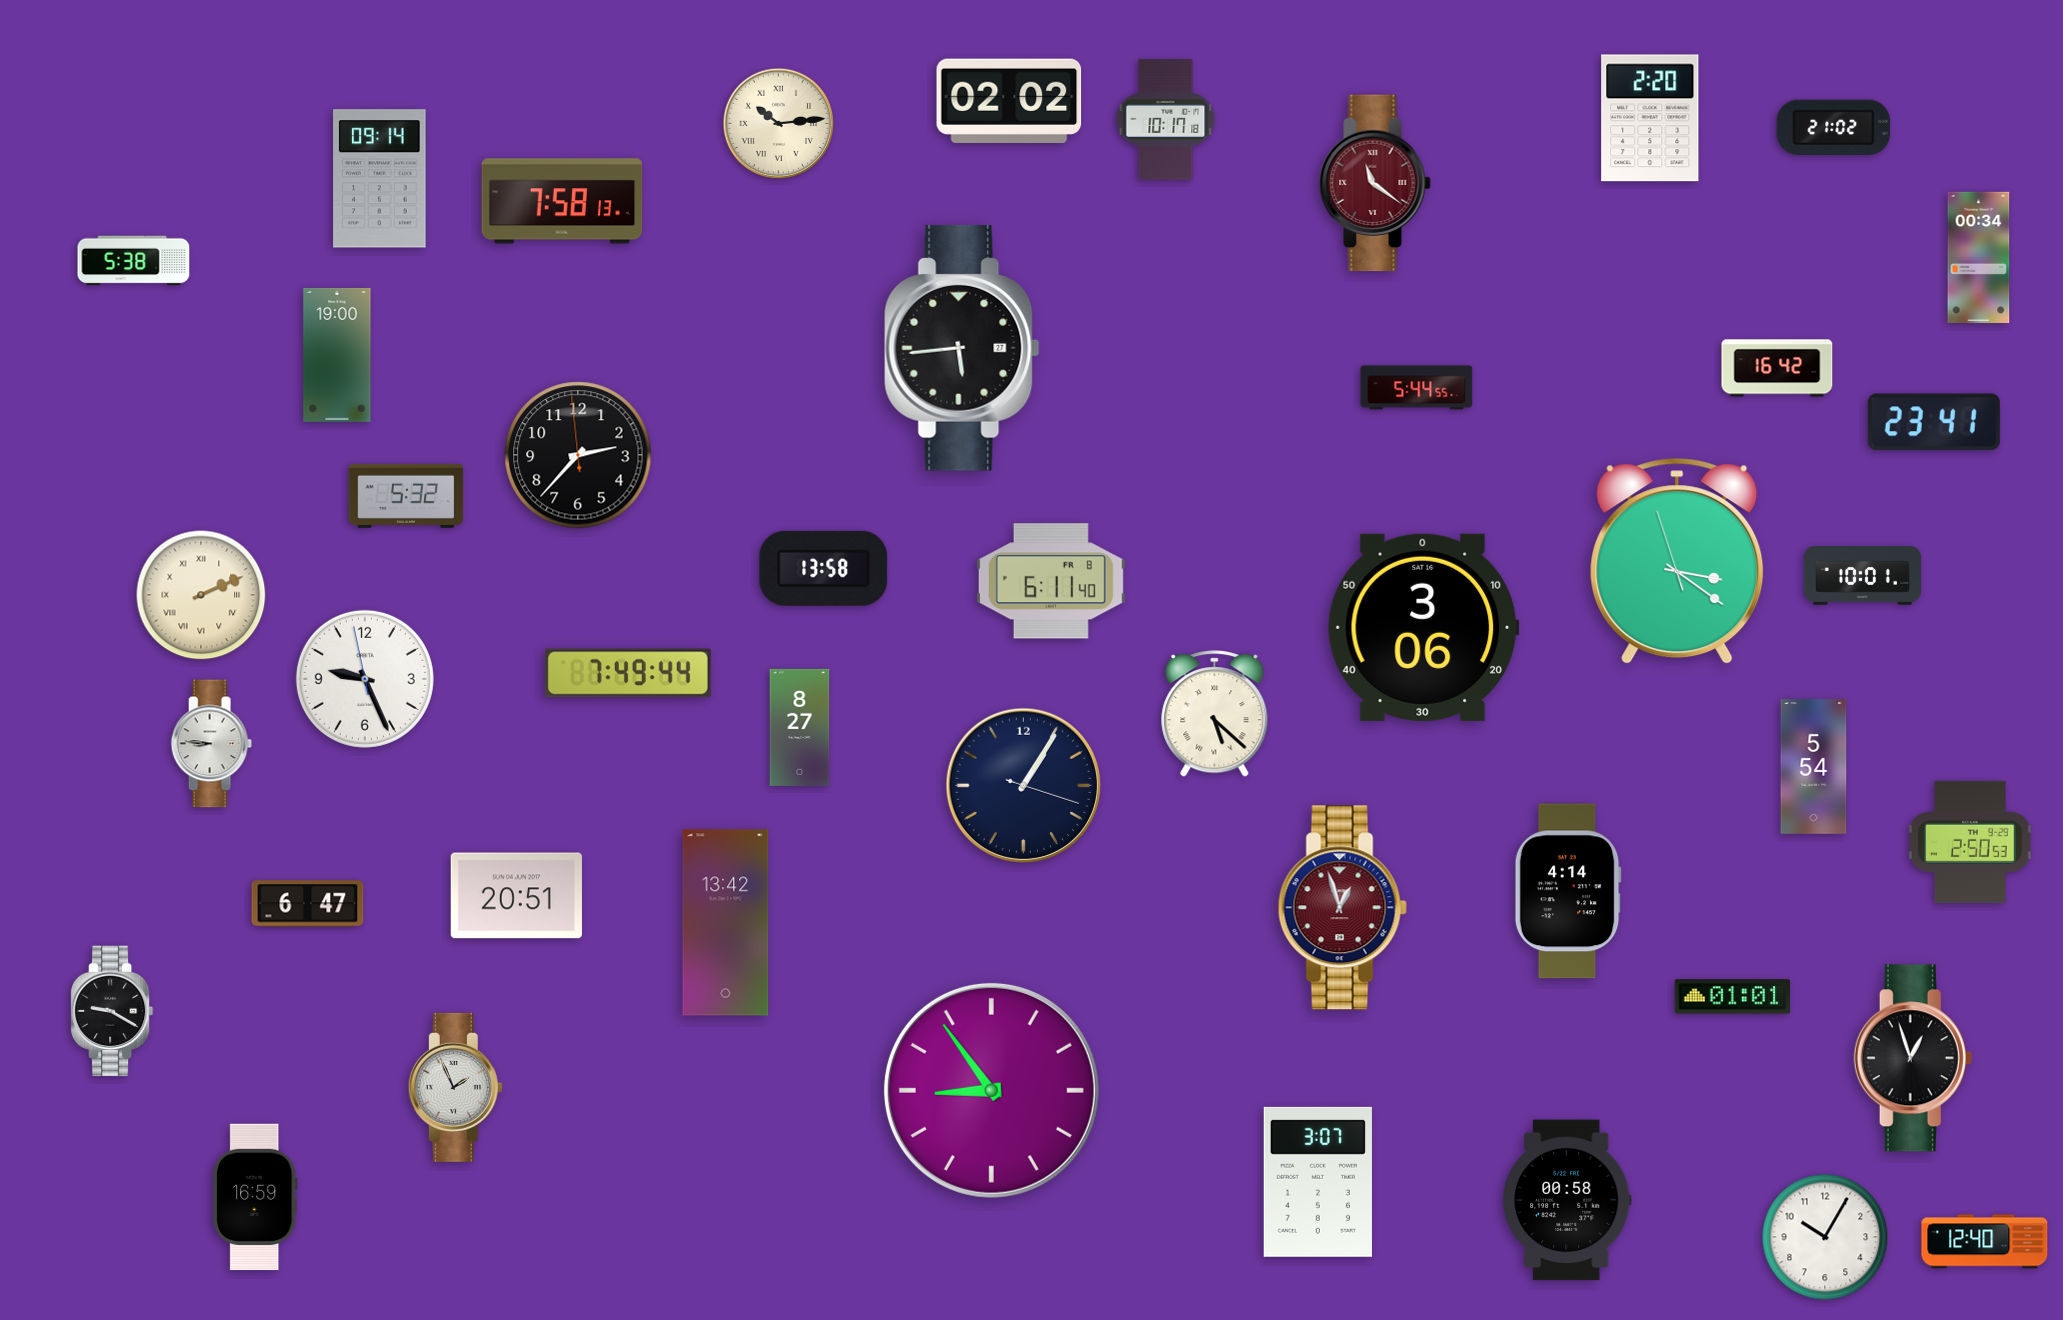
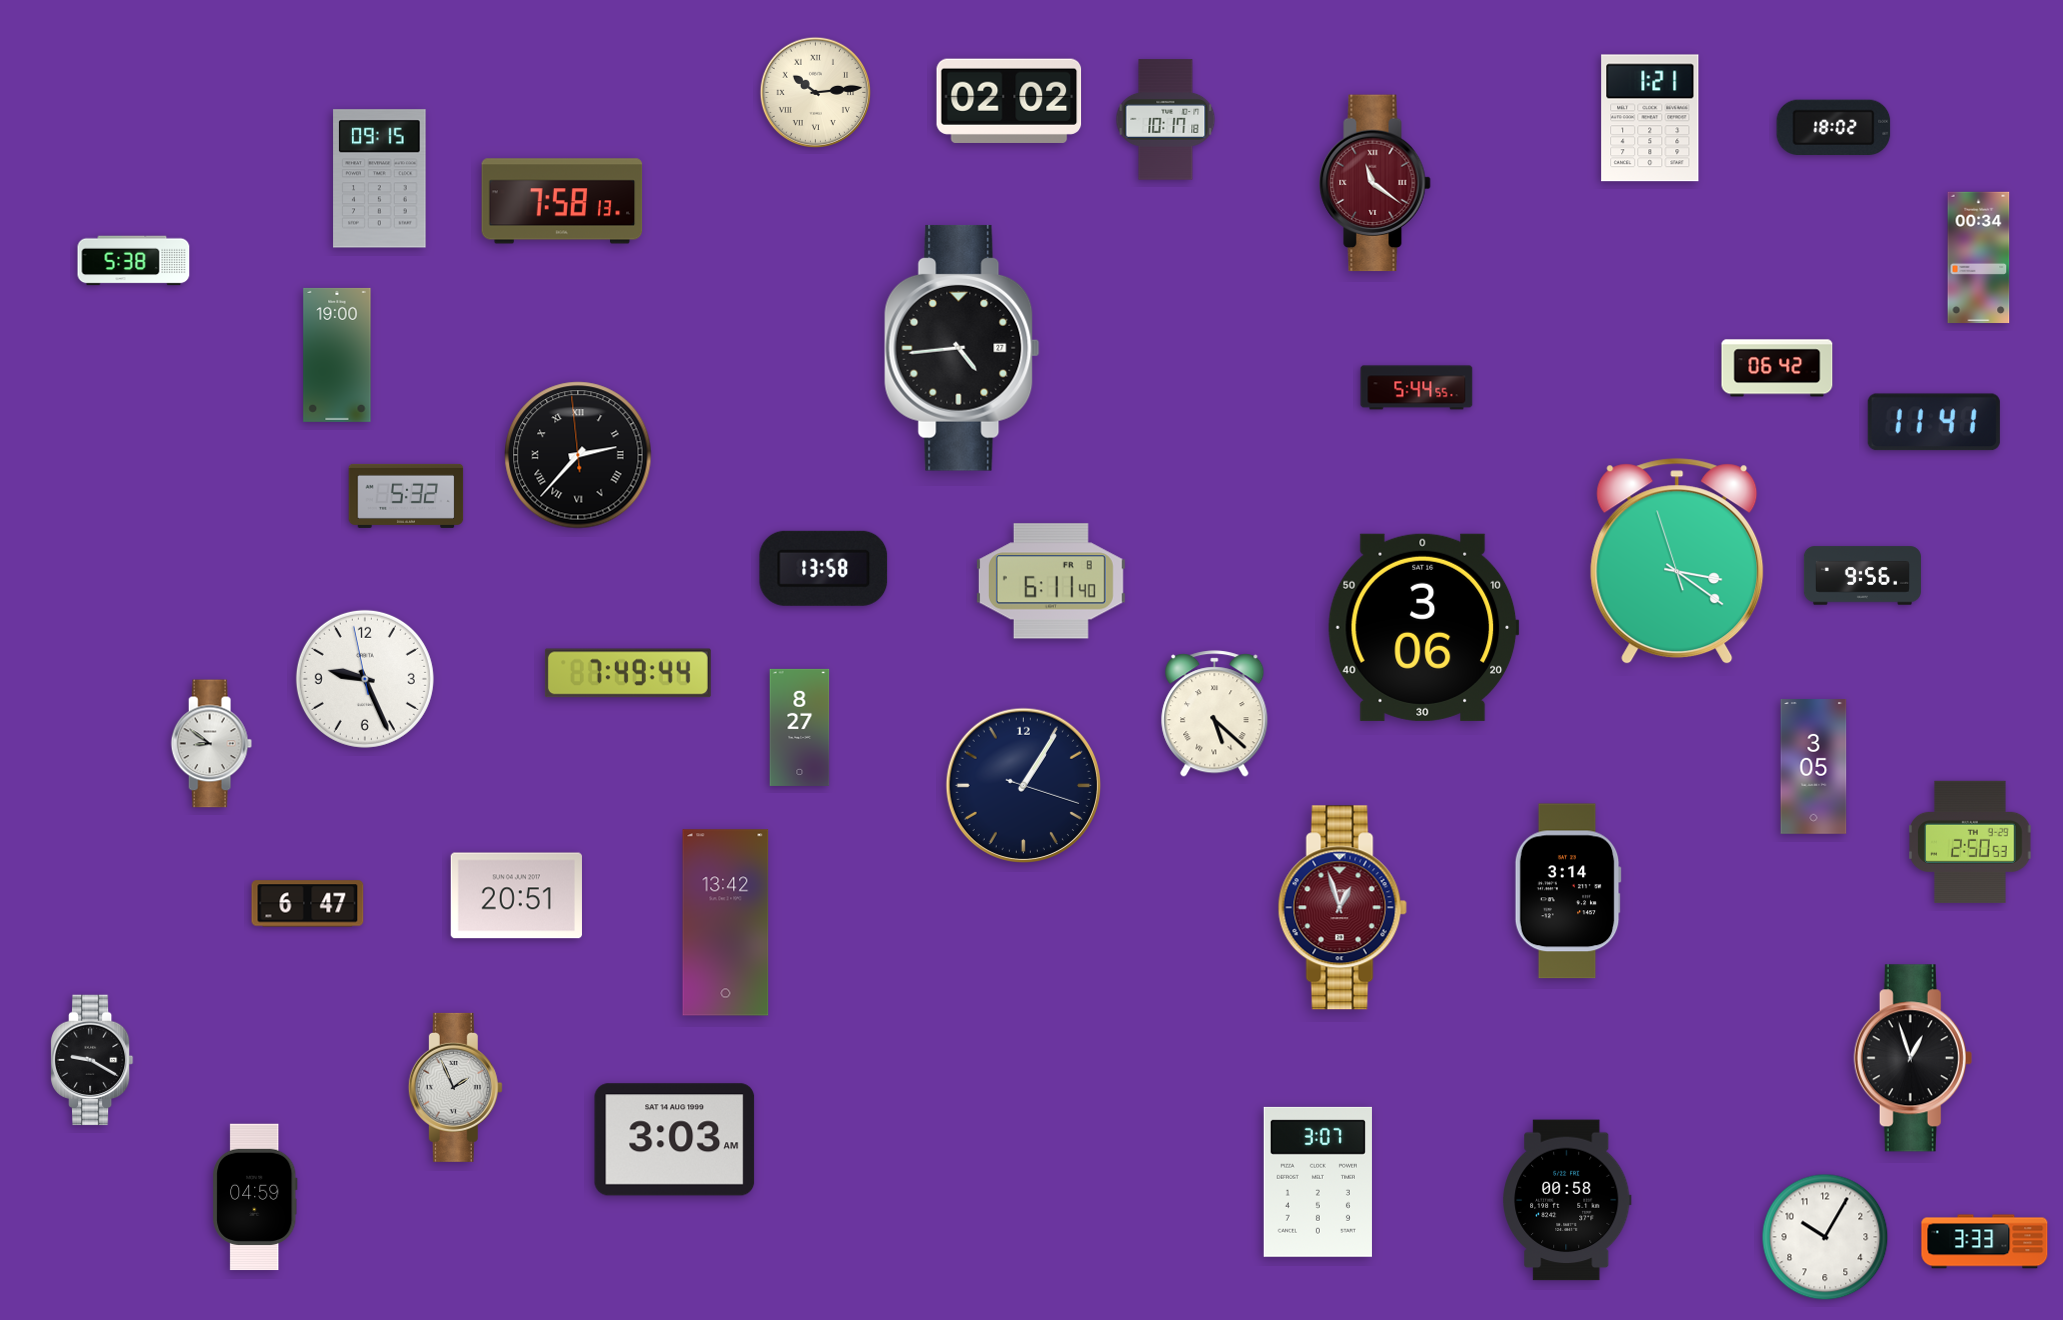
clock at (1650, 118): 2:20 -> 1:21
clock at (778, 123) position: (778, 123) -> (815, 92)
clock at (1834, 127): 21:02 -> 18:02
clock at (380, 179): 09:14 -> 09:15
clock at (962, 348): 5:44 -> 4:44
clock at (1777, 368): 16:42 -> 06:42
clock at (1934, 422): 23:41 -> 11:41
clock at (578, 455) numerals: Arabic -> Roman
clock at (1862, 576): 10:01 -> 9:56
clock at (201, 595): 2:11 -> none
clock at (211, 744): 8:46 -> 8:51
clock at (1814, 767): 5:54 -> 3:05
clock at (1568, 891): 4:14 -> 3:14
clock at (1733, 997): 01:01 -> none
clock at (112, 1011) position: (112, 1011) -> (92, 1060)
clock at (991, 1090): 8:54 -> none
clock at (675, 1140): none -> 3:03
clock at (255, 1197): 16:59 -> 04:59
clock at (1985, 1242): 12:40 -> 3:33
